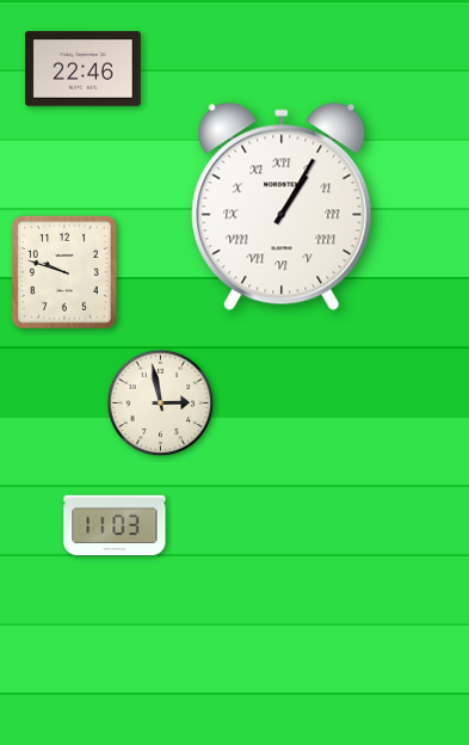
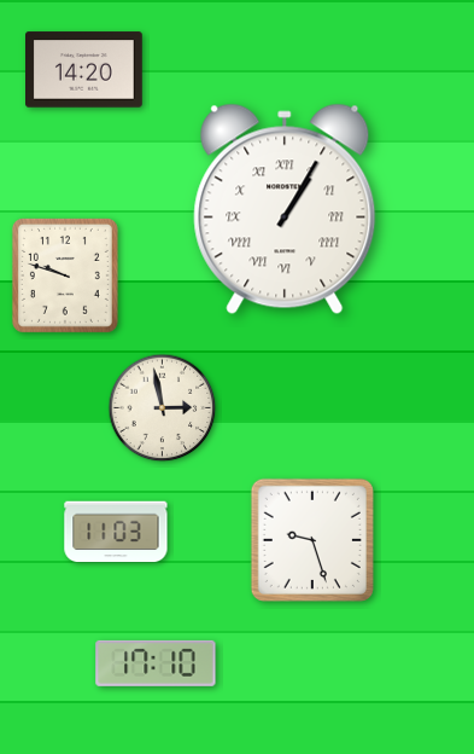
clock at (84, 69): 22:46 -> 14:20
clock at (312, 540): none -> 9:27
clock at (156, 663): none -> 17:10
